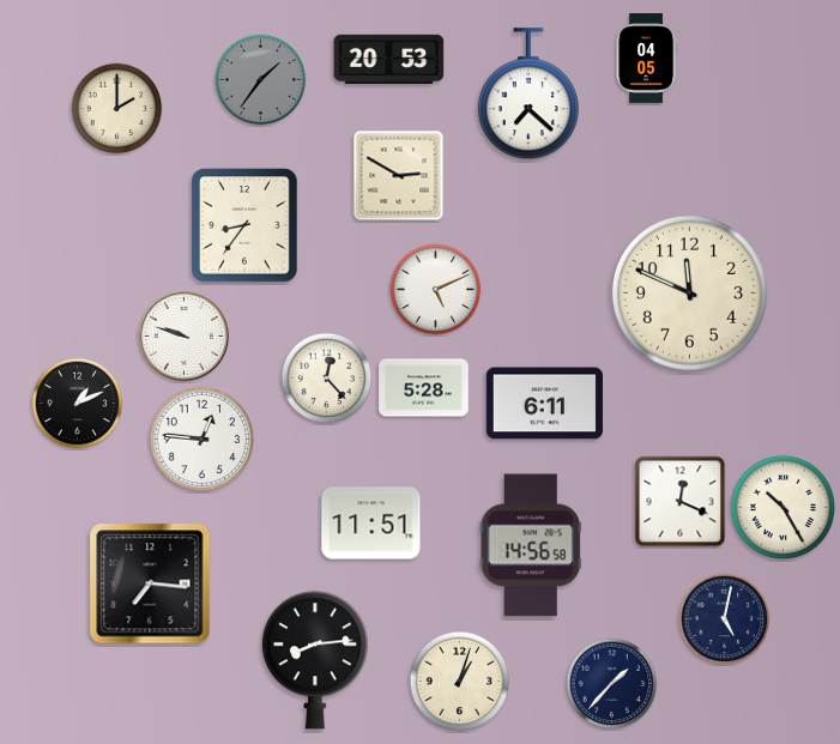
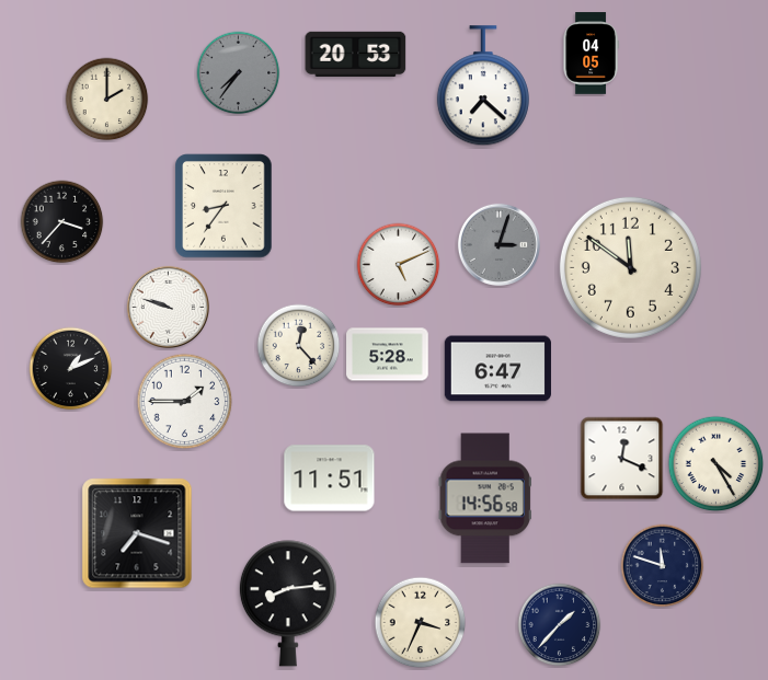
clock at (261, 80): 1:36 -> 7:36
clock at (399, 176): 2:50 -> none
clock at (62, 222): none -> 3:37
clock at (498, 244): none -> 3:03
clock at (689, 292): 11:49 -> 11:51
clock at (544, 404): 6:11 -> 6:47
clock at (203, 440): 12:46 -> 1:45
clock at (784, 508): 10:25 -> 4:25
clock at (371, 524) position: (371, 524) -> (330, 479)
clock at (150, 583): 7:16 -> 7:18
clock at (725, 619): 5:02 -> 11:48
clock at (460, 682): 1:03 -> 3:34
